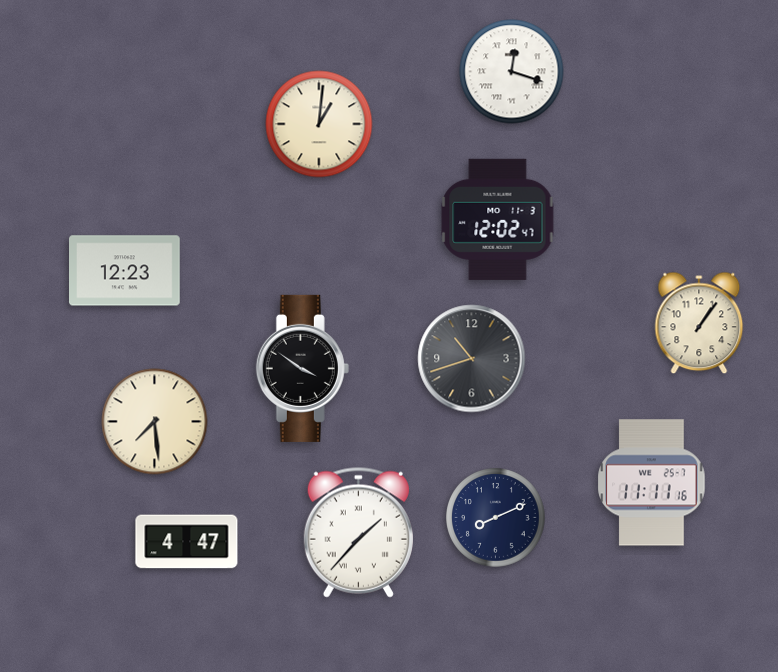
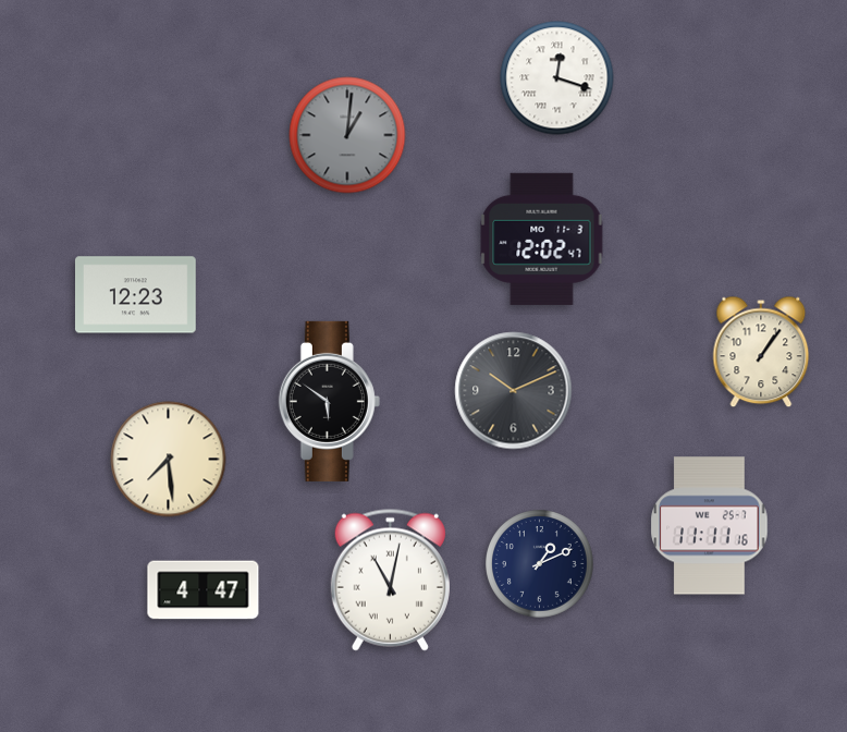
clock at (319, 124) dial: cream -> grey
clock at (472, 359): 10:42 -> 10:11
clock at (302, 368): 3:51 -> 5:51
clock at (496, 518): 8:11 -> 1:11
clock at (358, 532): 1:37 -> 11:02
